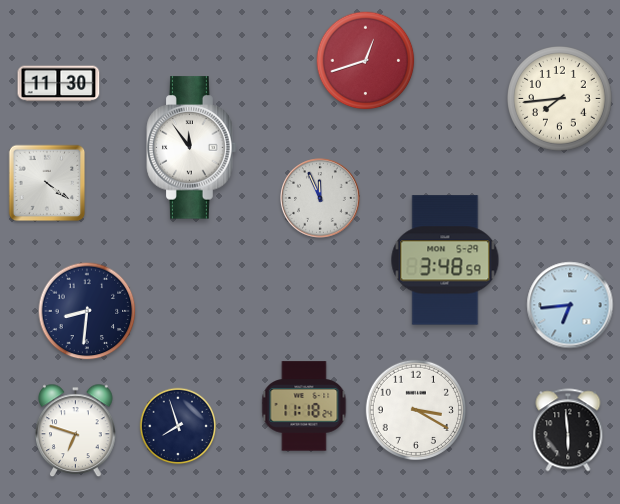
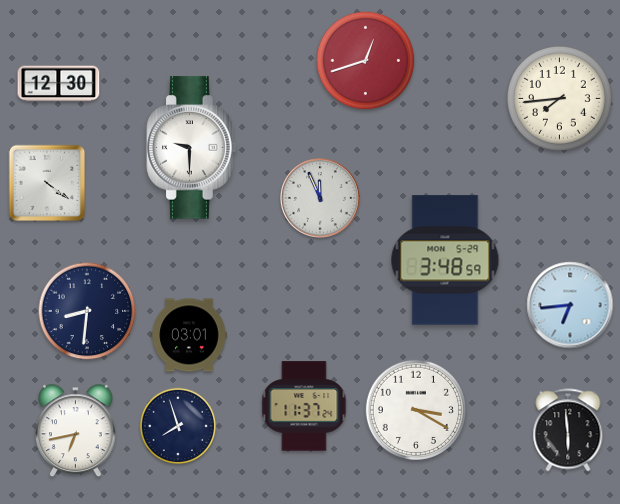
clock at (59, 84): 11:30 -> 12:30
clock at (192, 148): 11:54 -> 9:30
clock at (189, 335): none -> 03:01
clock at (304, 406): 11:18 -> 11:37
clock at (76, 431): 6:48 -> 6:43
